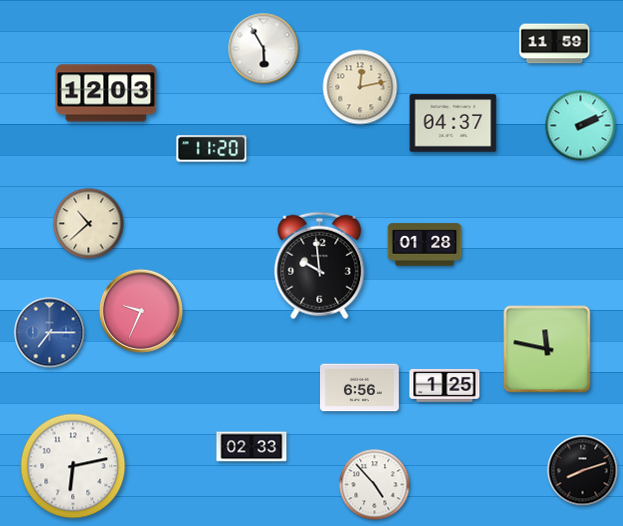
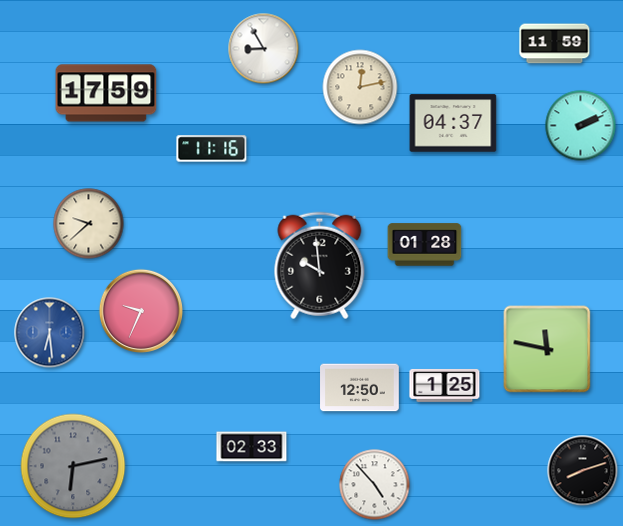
clock at (264, 49): 5:55 -> 8:55
clock at (106, 93): 12:03 -> 17:59
clock at (212, 149): 11:20 -> 11:16
clock at (89, 224): 10:38 -> 9:38
clock at (50, 333): 7:15 -> 6:29
clock at (360, 388): 6:56 -> 12:50
clock at (73, 466) dial: white -> grey
